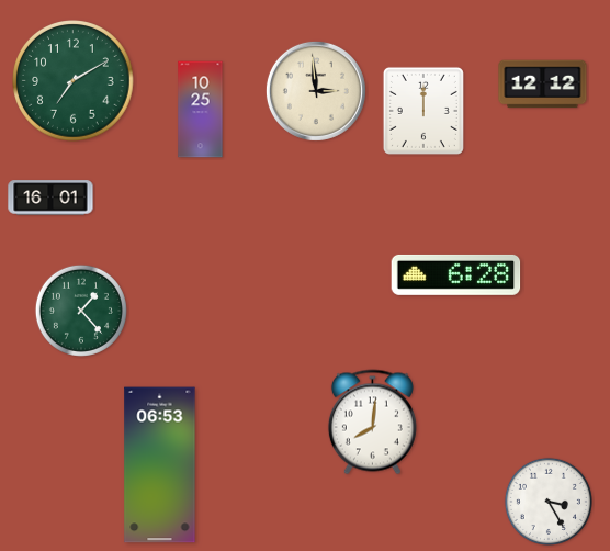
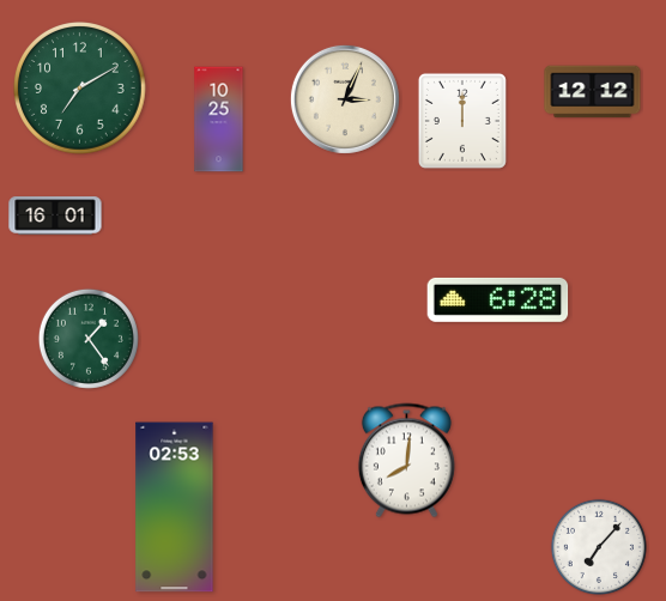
clock at (316, 91): 2:59 -> 3:04
clock at (81, 311): 1:23 -> 1:24
clock at (160, 465): 06:53 -> 02:53
clock at (549, 502): 3:25 -> 7:07
